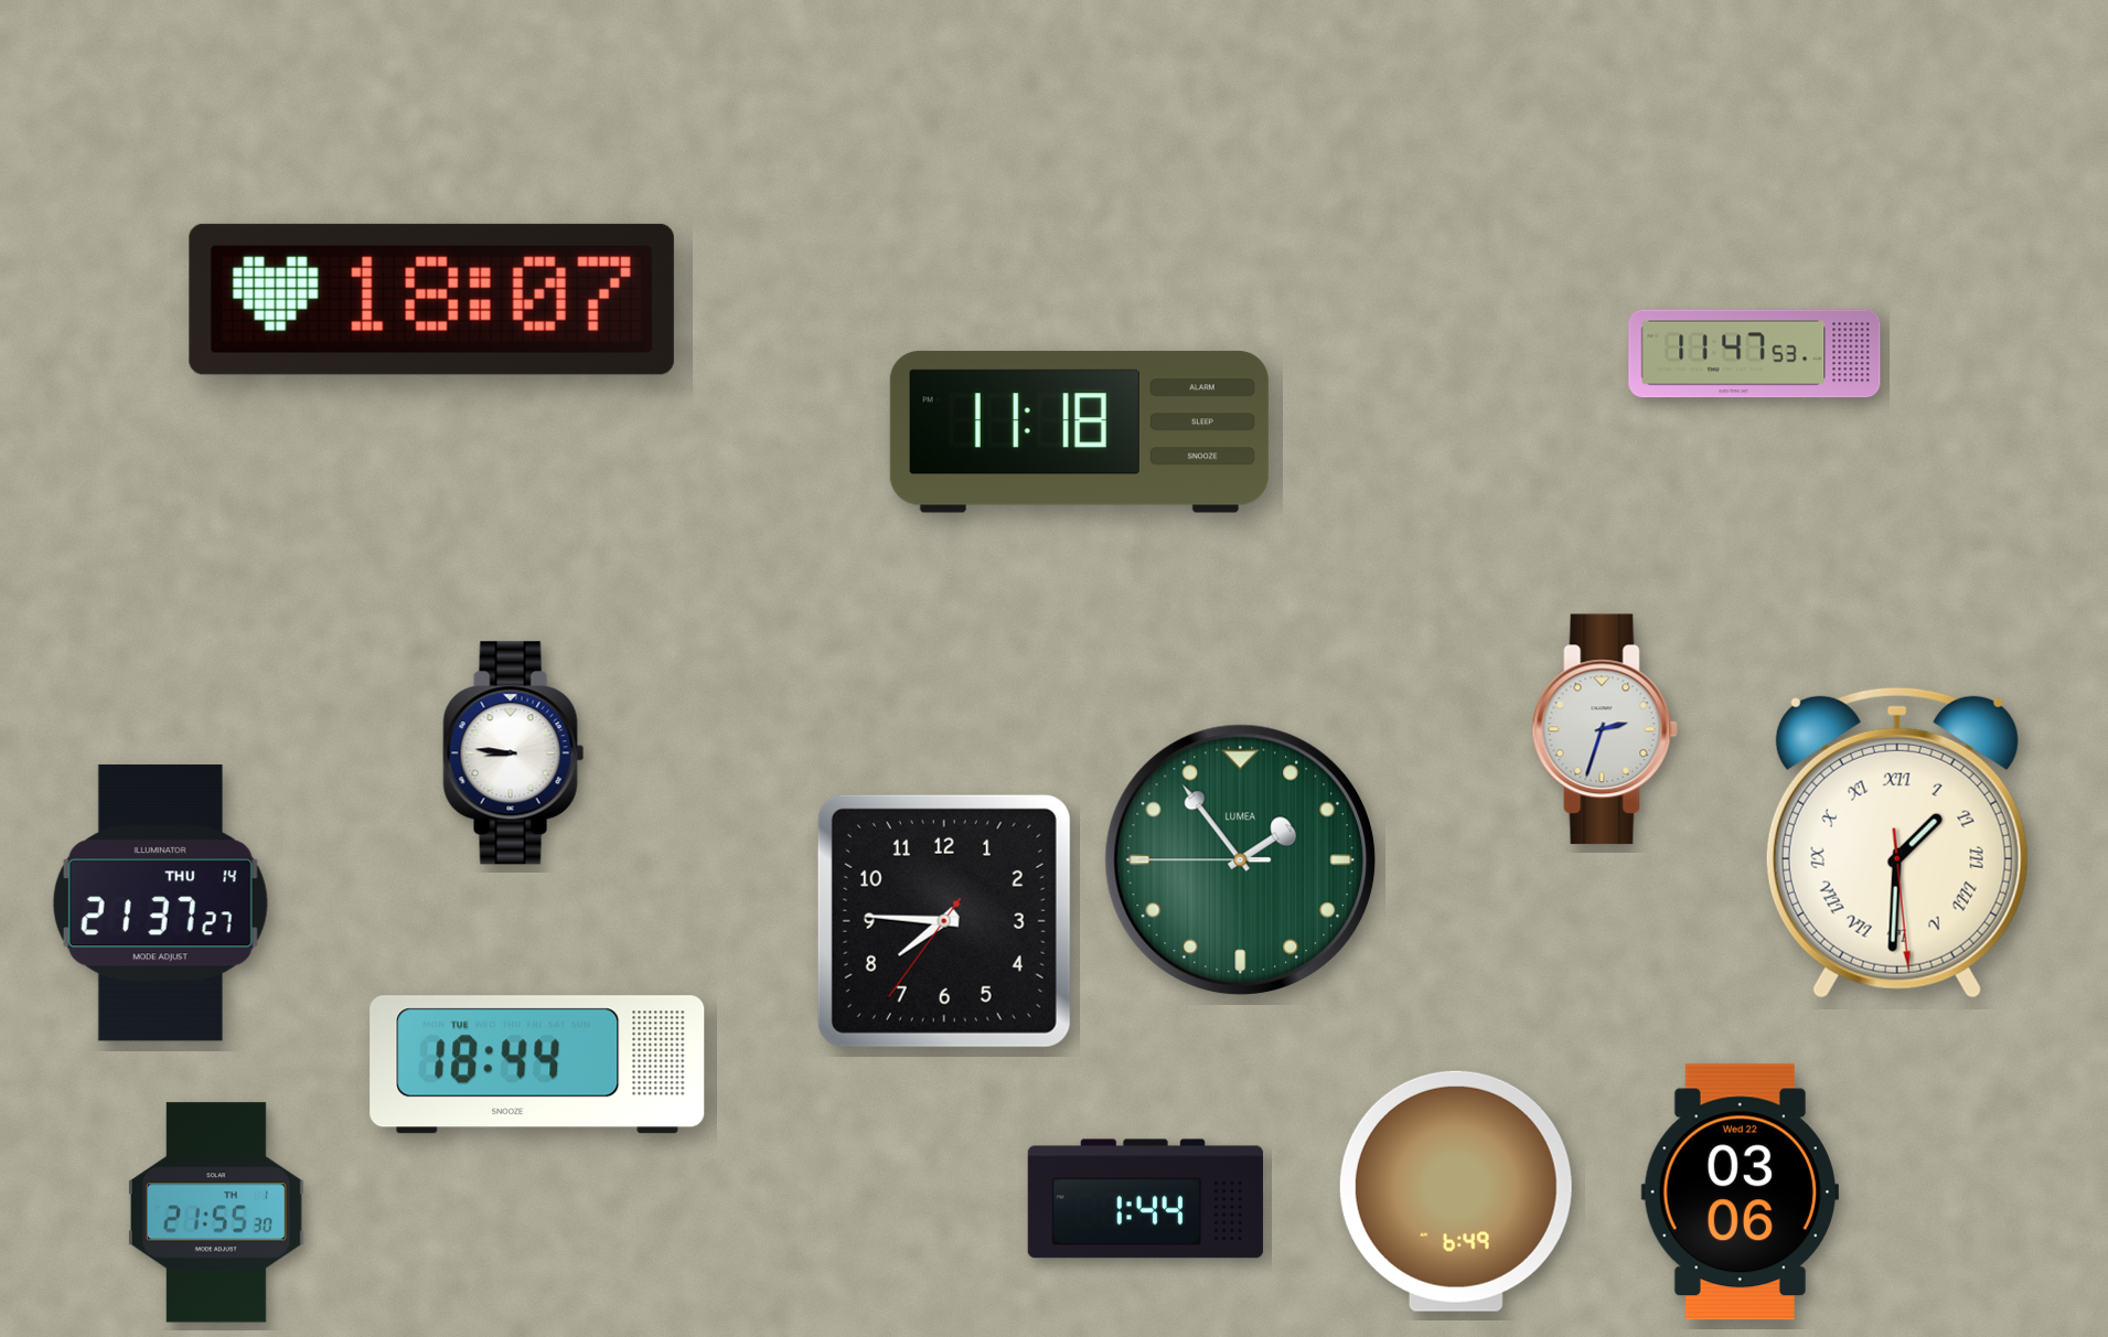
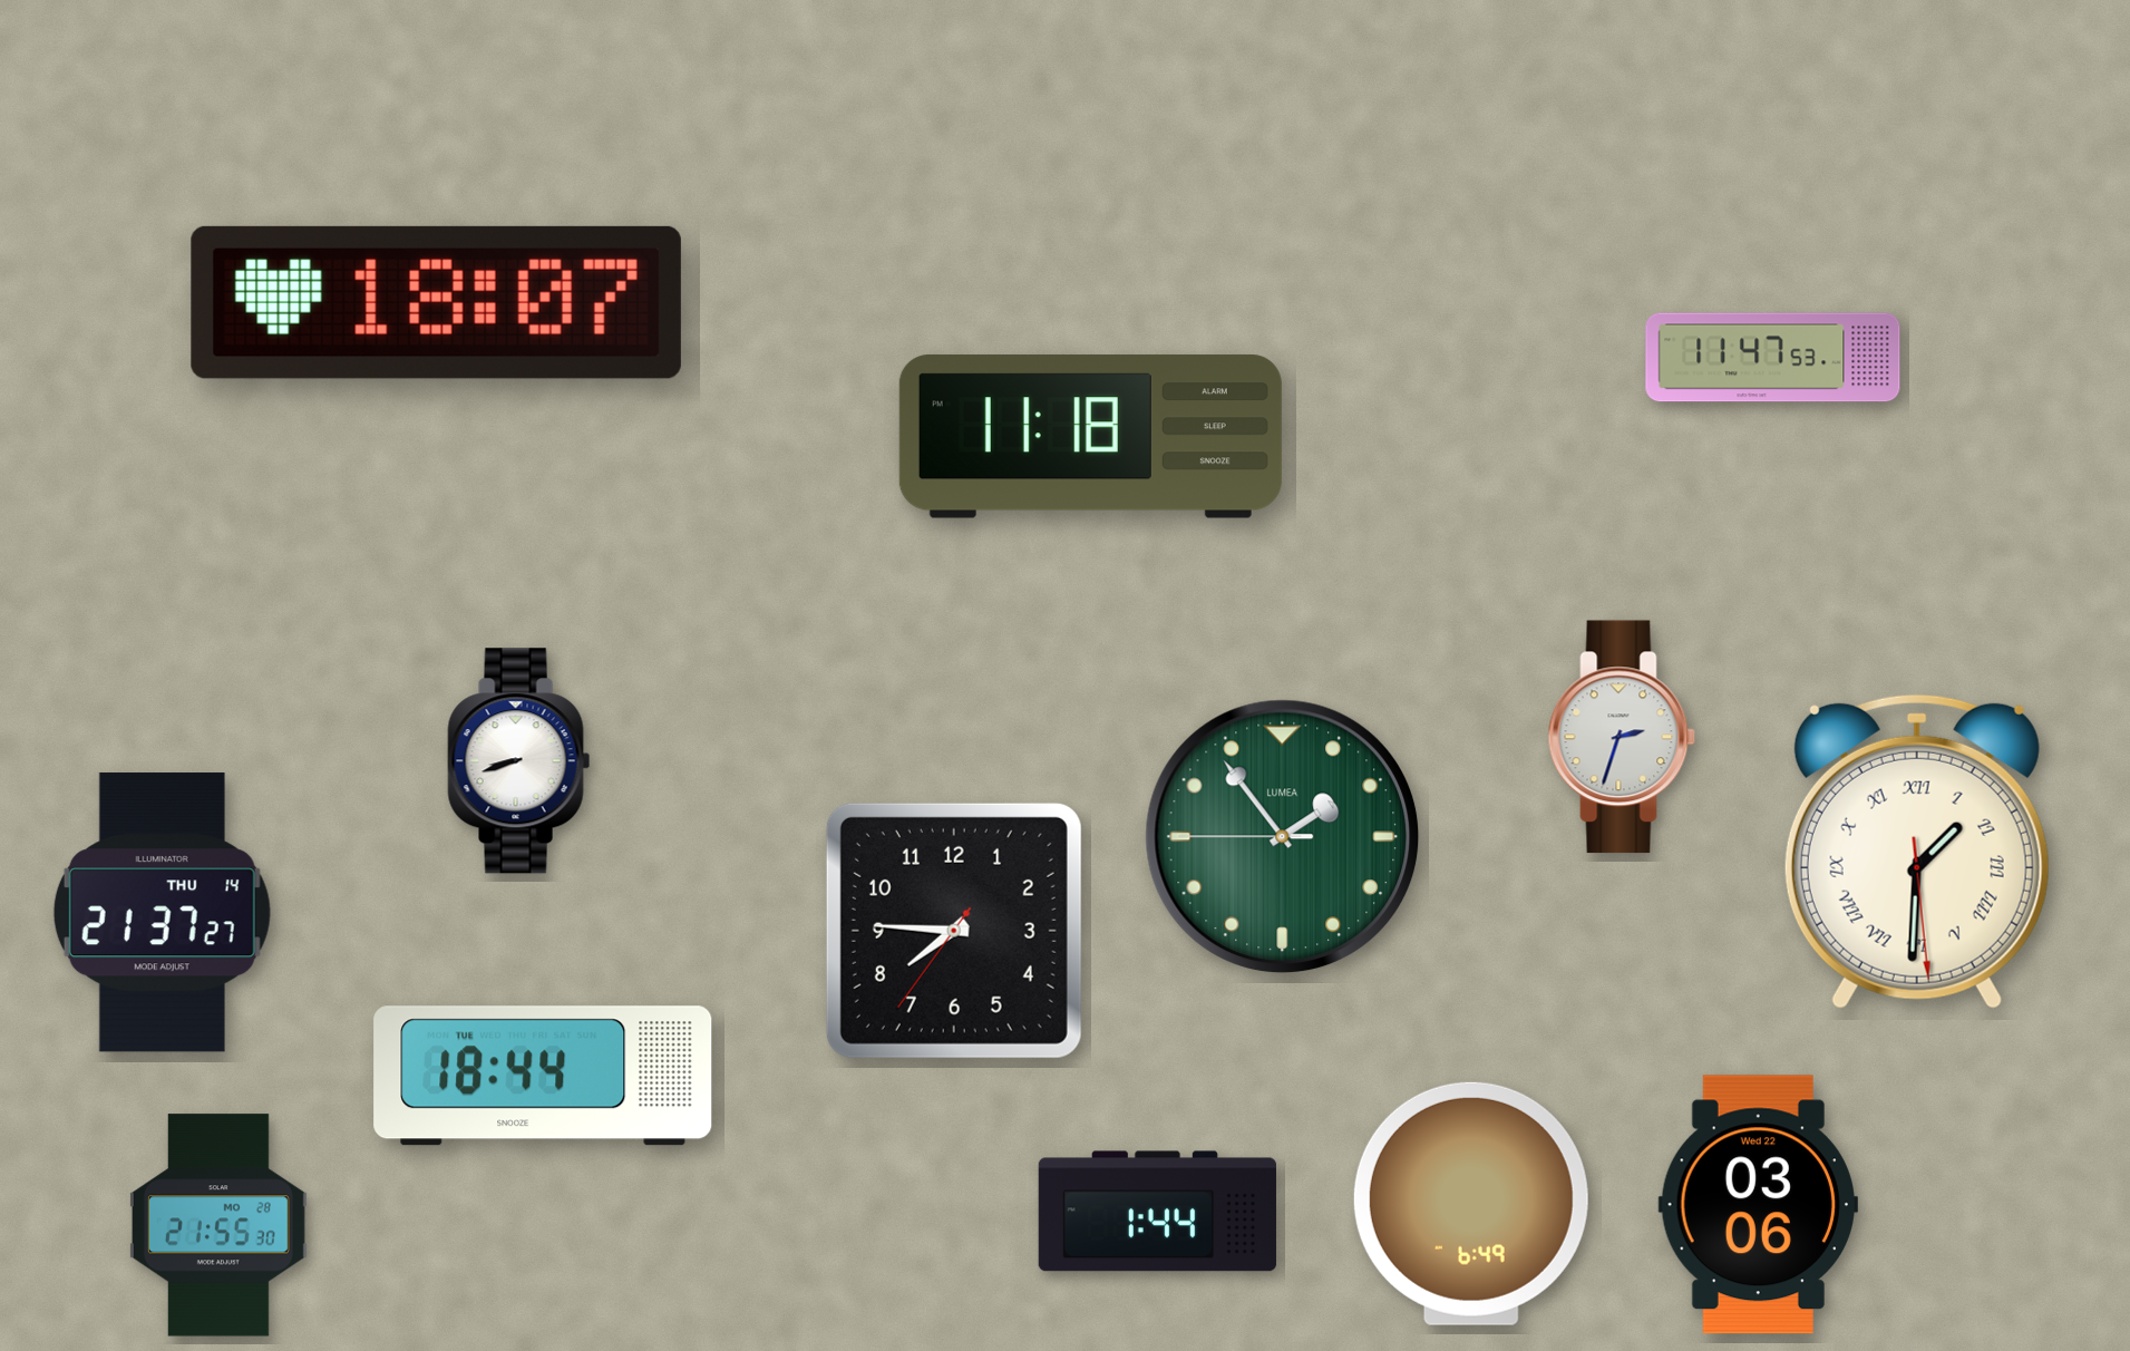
clock at (514, 753): 8:46 -> 8:42
clock at (1240, 859) position: (1240, 859) -> (1282, 836)
clock at (216, 1212) date: TH 1 -> MO 28
